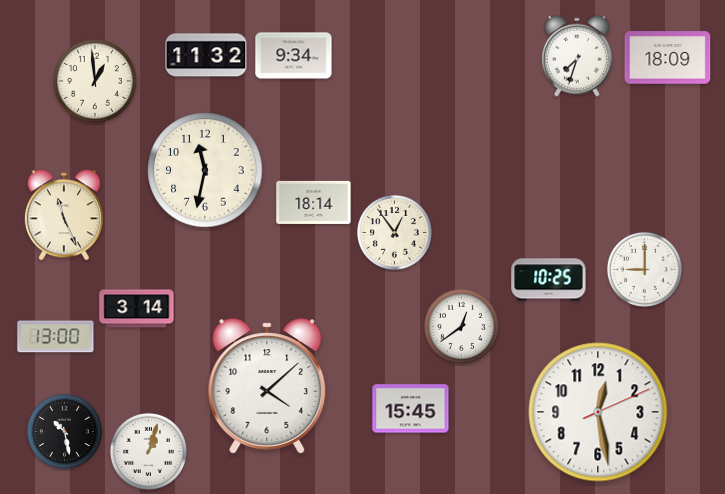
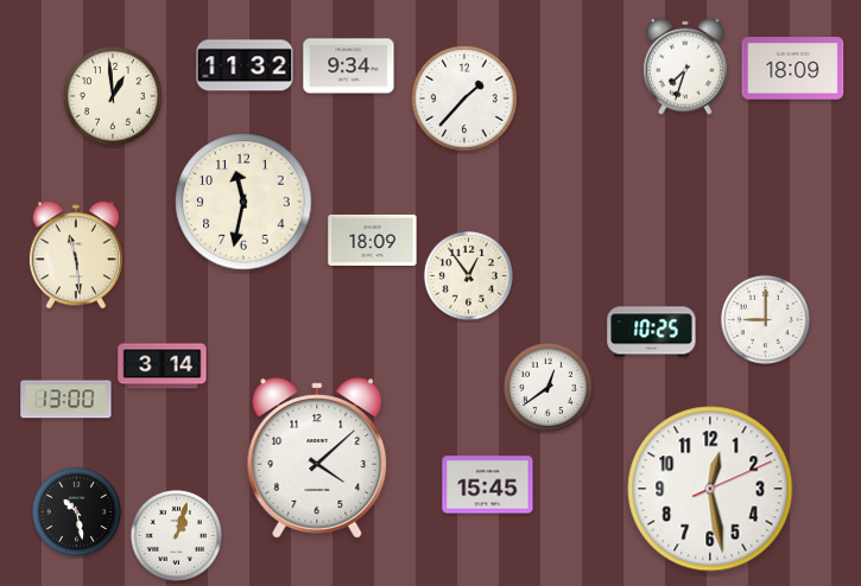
clock at (464, 98): none -> 1:37
clock at (314, 202): 18:14 -> 18:09
clock at (64, 215): 11:26 -> 11:29
